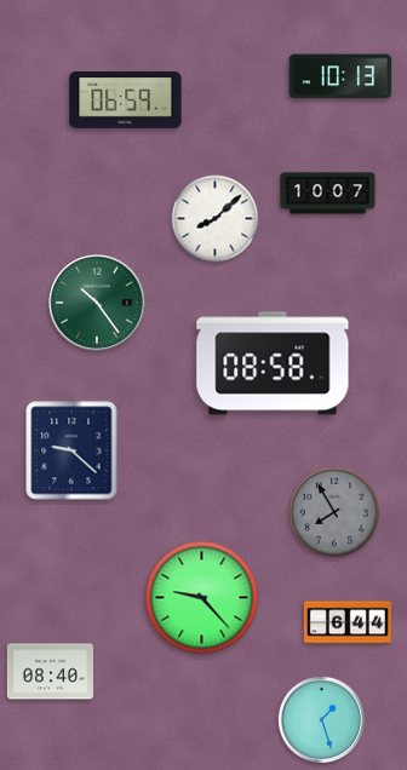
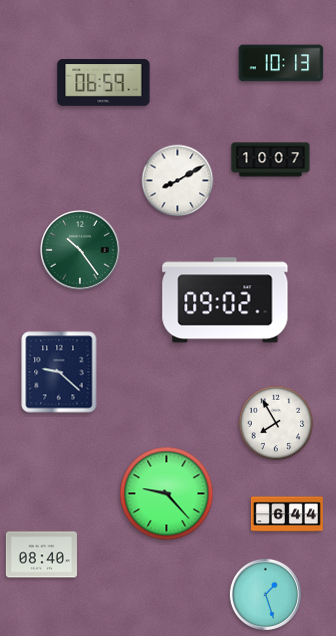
clock at (216, 219): 8:08 -> 8:10
clock at (273, 363): 08:58 -> 09:02
clock at (334, 512) dial: grey -> white
